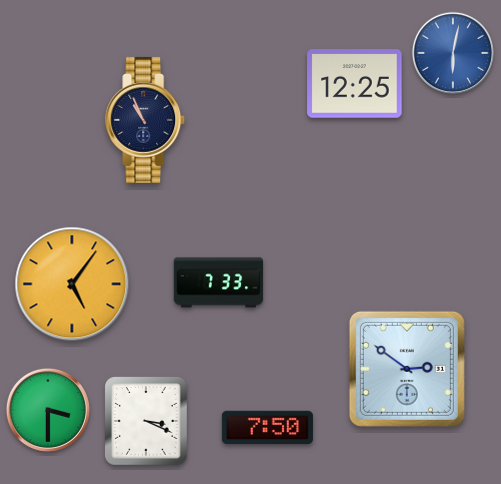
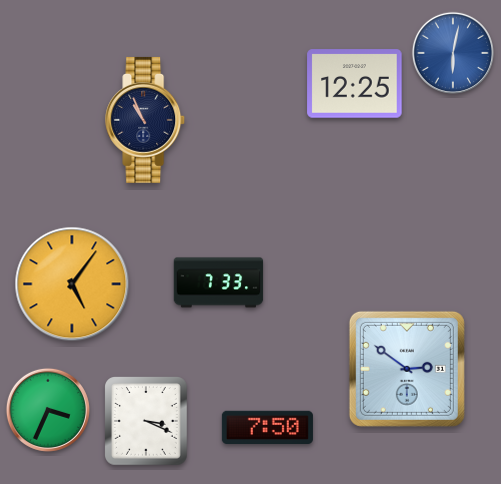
clock at (48, 410): 3:30 -> 3:34
